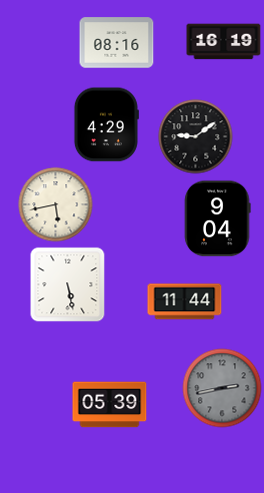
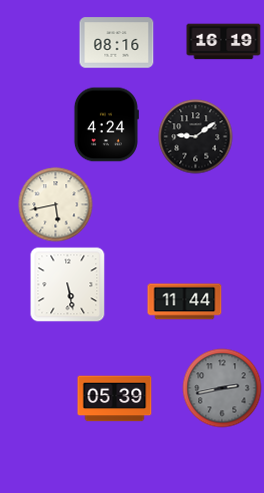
clock at (106, 125): 4:29 -> 4:24
clock at (217, 219): 9:04 -> none
clock at (110, 405) position: (110, 405) -> (115, 399)
